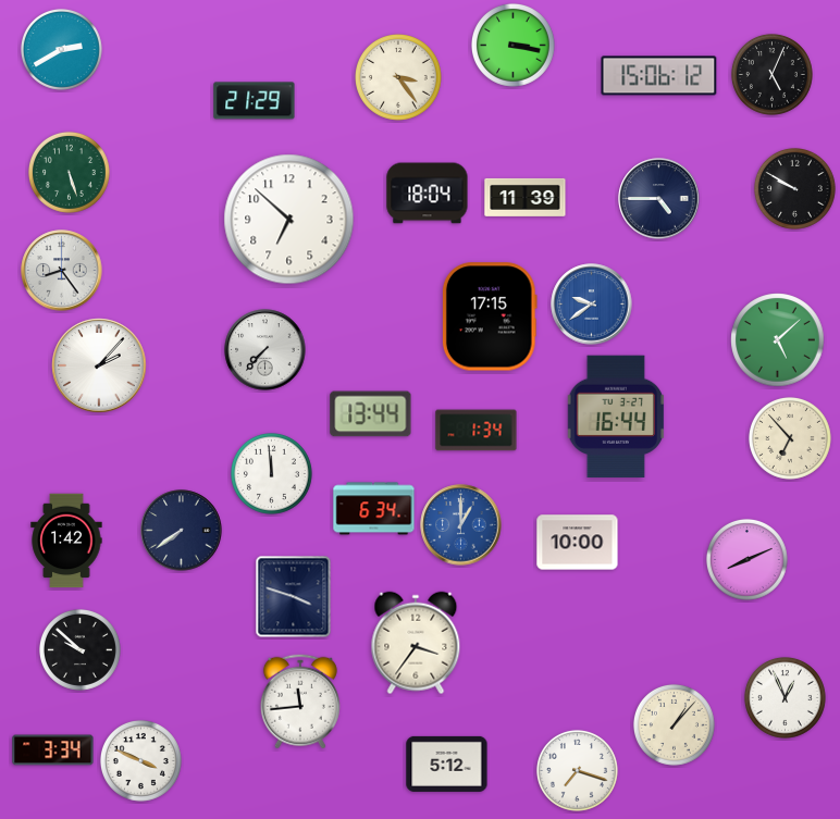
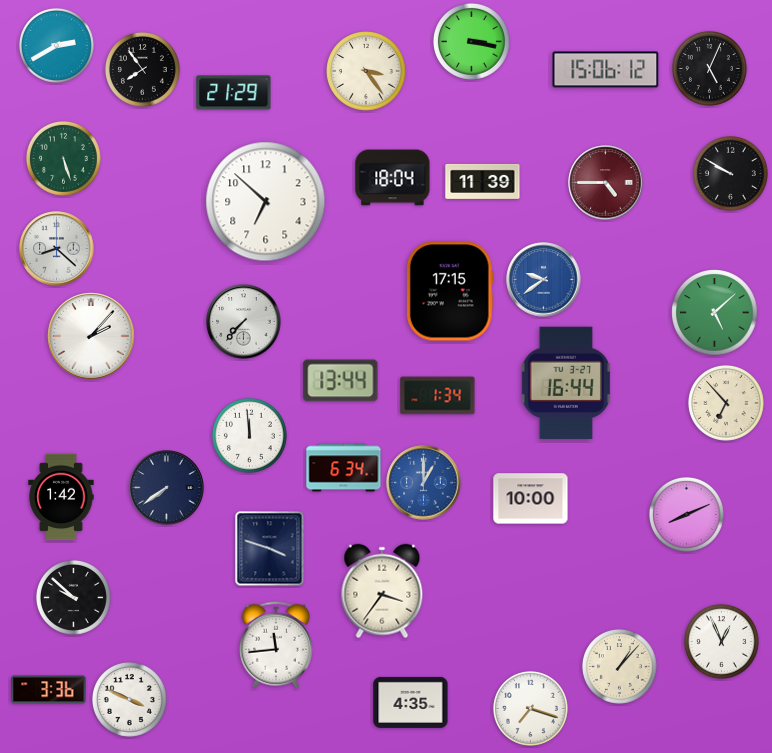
clock at (142, 69): none -> 7:54
clock at (659, 199) dial: navy -> burgundy
clock at (62, 271): 8:24 -> 8:22
clock at (53, 750): 3:34 -> 3:36
clock at (447, 764): 5:12 -> 4:35
